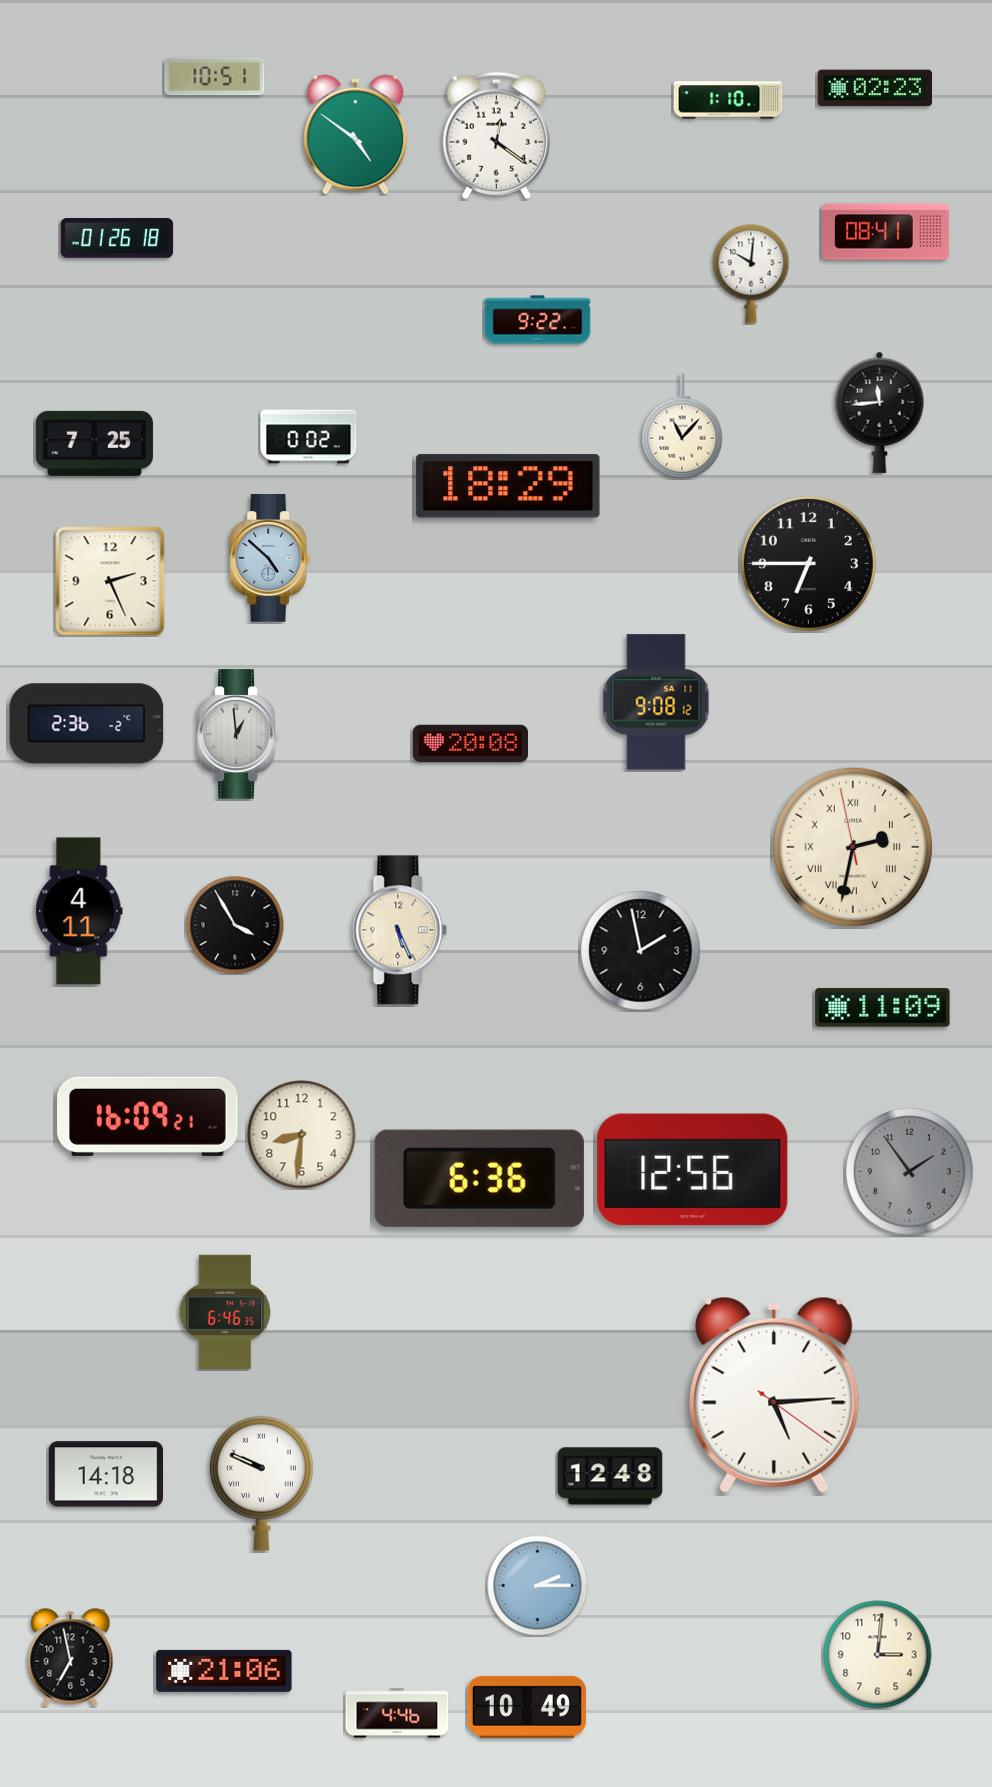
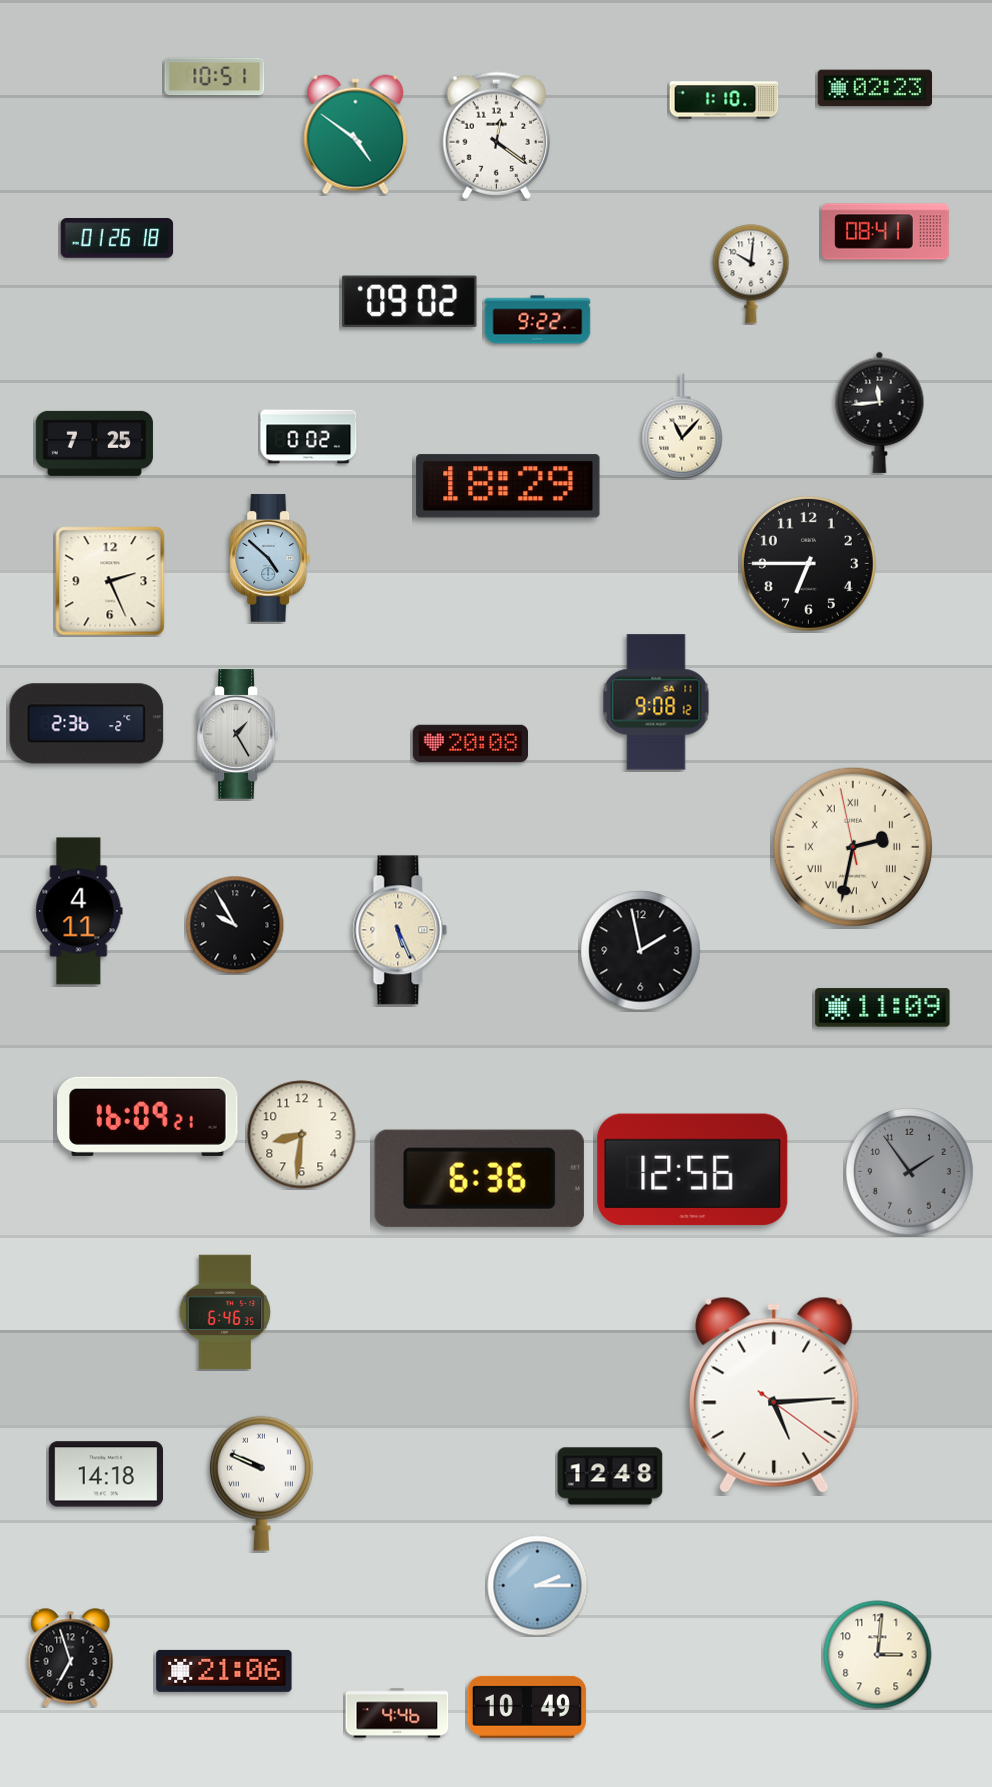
clock at (728, 100) position: (728, 100) -> (724, 100)
clock at (410, 302): none -> 09:02
clock at (238, 734): 12:59 -> 1:25
clock at (235, 925): 3:55 -> 9:55
clock at (71, 1658): 6:58 -> 6:57
